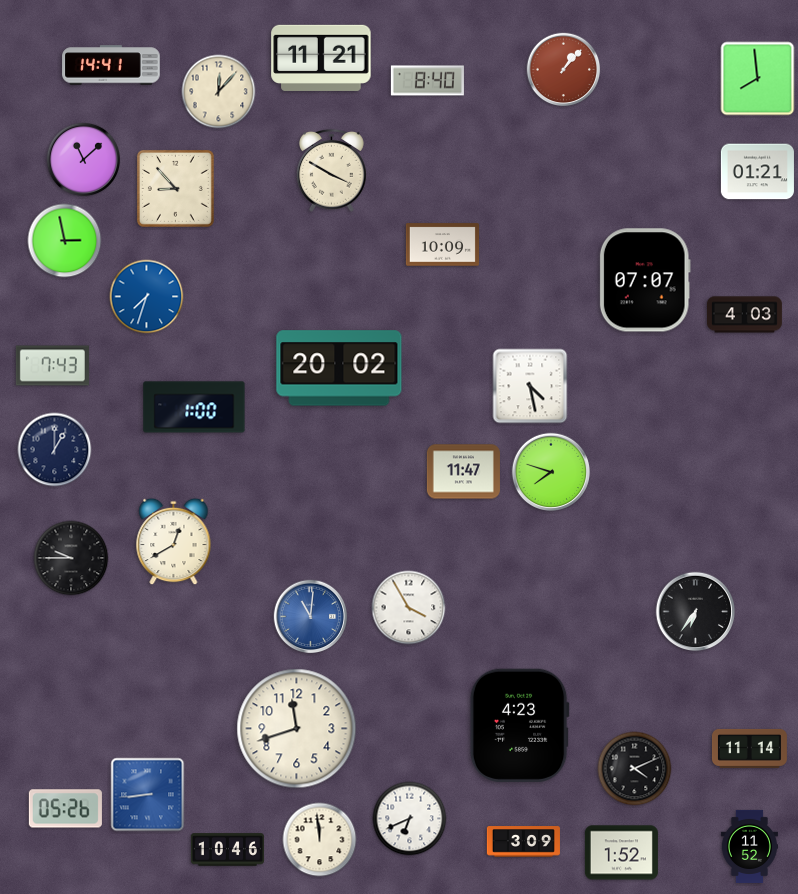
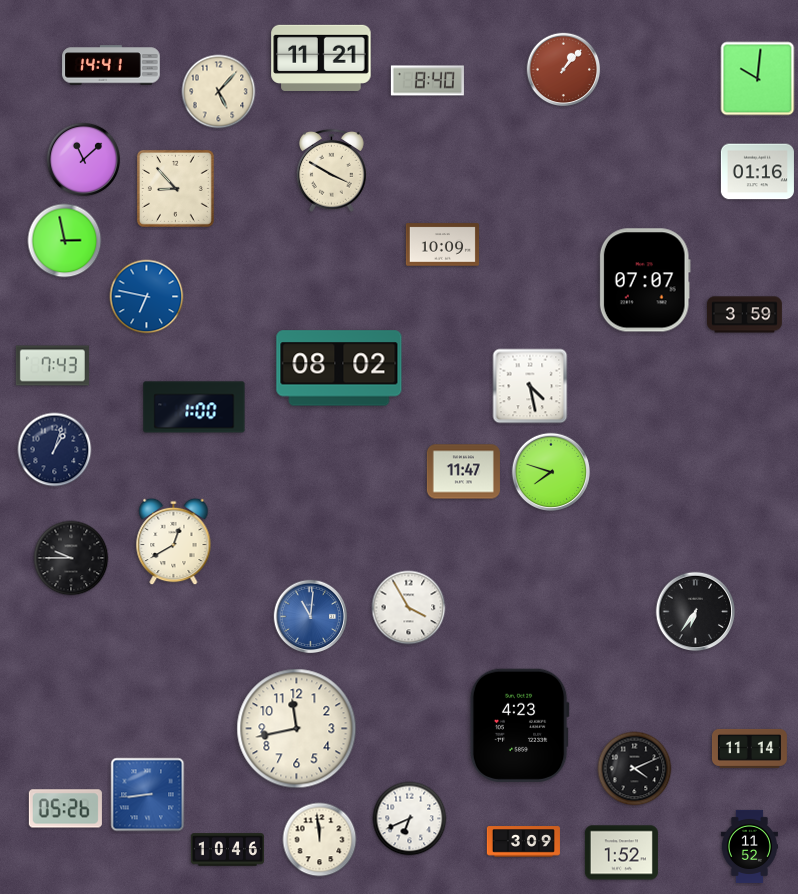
clock at (758, 79): 7:59 -> 10:01
clock at (219, 92): 12:07 -> 5:07
clock at (757, 172): 01:21 -> 01:16
clock at (147, 297): 7:33 -> 6:47
clock at (744, 315): 4:03 -> 3:59
clock at (339, 368): 20:02 -> 08:02
clock at (55, 450): 1:00 -> 1:03
clock at (297, 729): 11:42 -> 11:43
